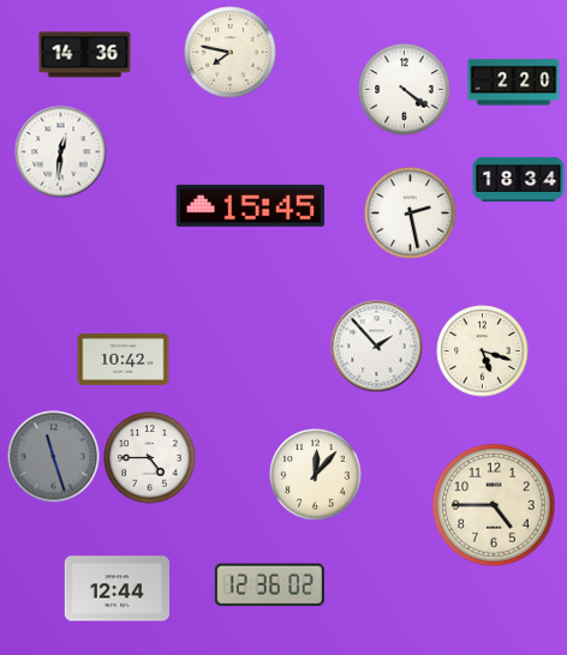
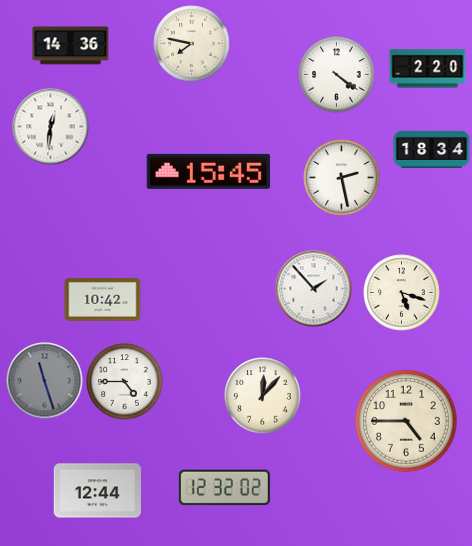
clock at (495, 506) position: (495, 506) -> (407, 422)
clock at (269, 585): 12:36 -> 12:32
